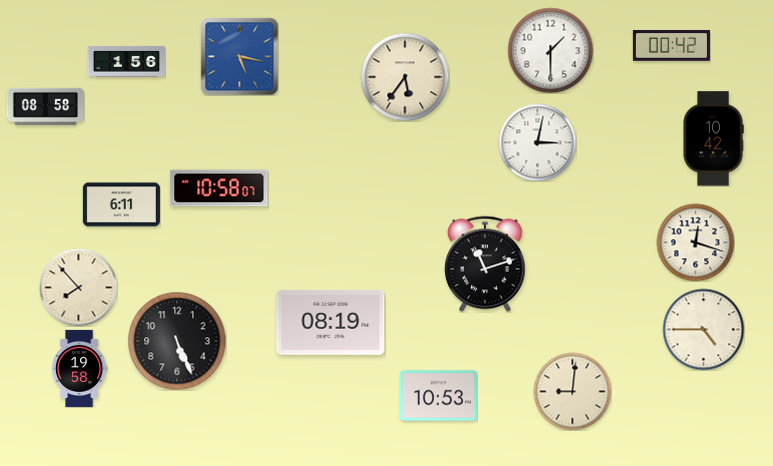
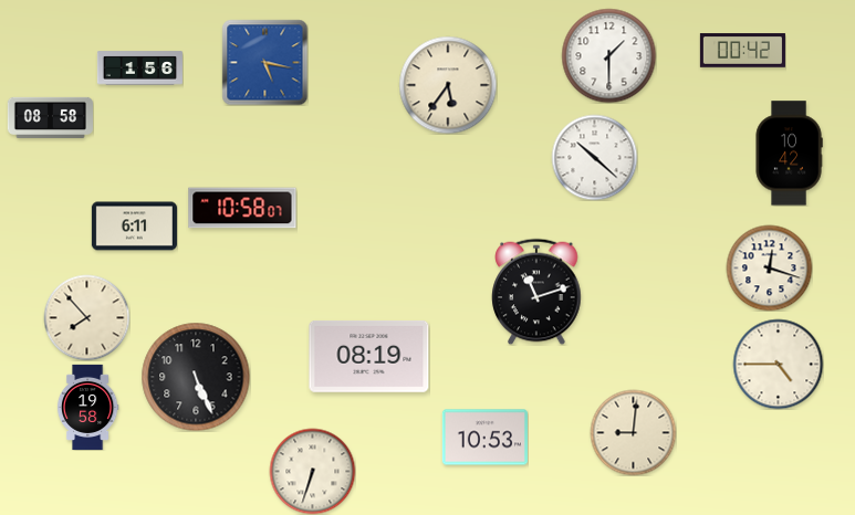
clock at (537, 142): 3:02 -> 10:22
clock at (331, 322) position: (331, 322) -> (369, 356)
clock at (312, 471): none -> 6:33
